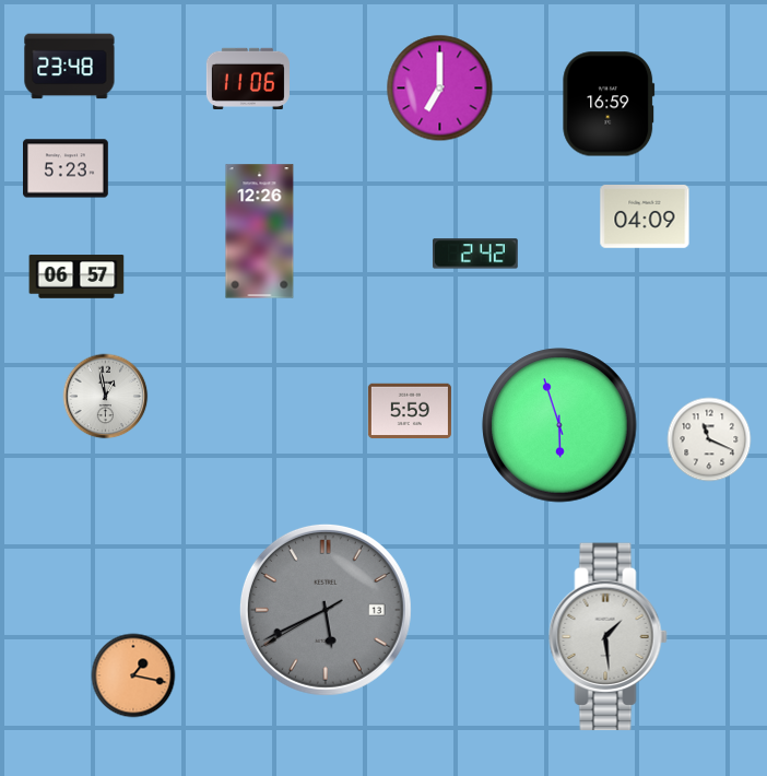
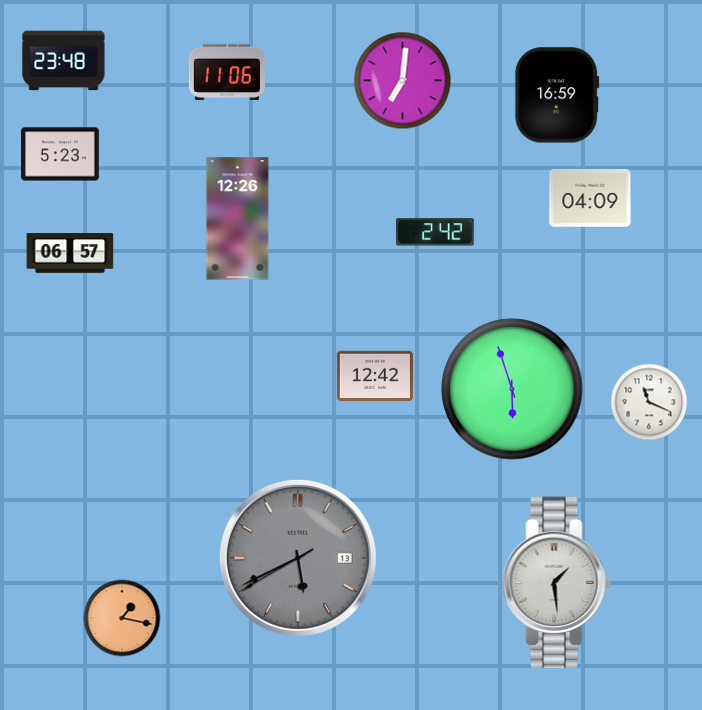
clock at (440, 89): 7:00 -> 7:01
clock at (260, 232) position: (260, 232) -> (238, 219)
clock at (106, 397): 12:58 -> none
clock at (410, 411): 5:59 -> 12:42
